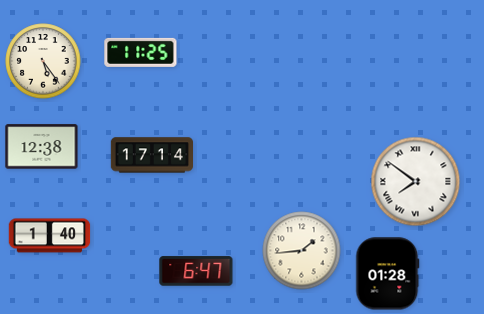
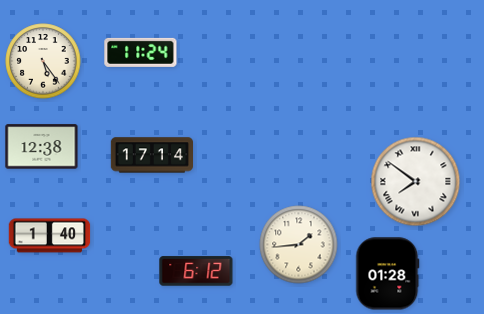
clock at (141, 52): 11:25 -> 11:24
clock at (302, 251) position: (302, 251) -> (299, 245)
clock at (196, 271): 6:47 -> 6:12
